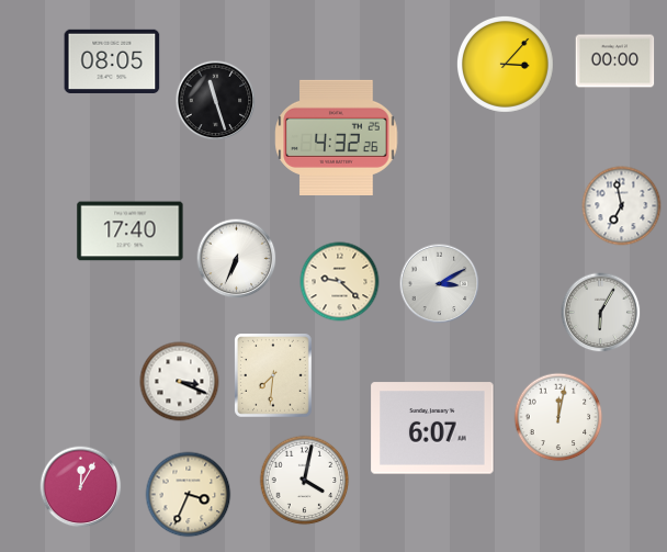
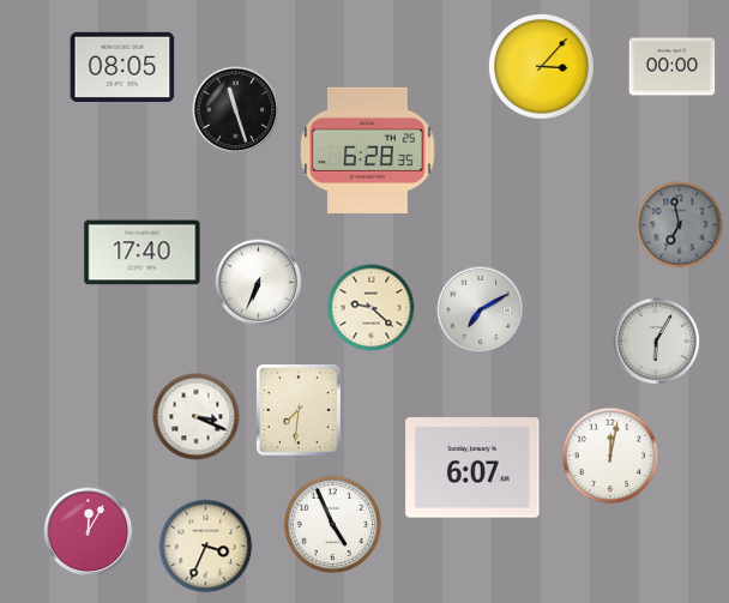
clock at (505, 64) position: (505, 64) -> (541, 66)
clock at (337, 137): 4:32 -> 6:28
clock at (622, 206) dial: white -> grey
clock at (440, 284): 3:10 -> 7:10
clock at (305, 481): 4:02 -> 4:56
clock at (189, 495) position: (189, 495) -> (206, 547)
